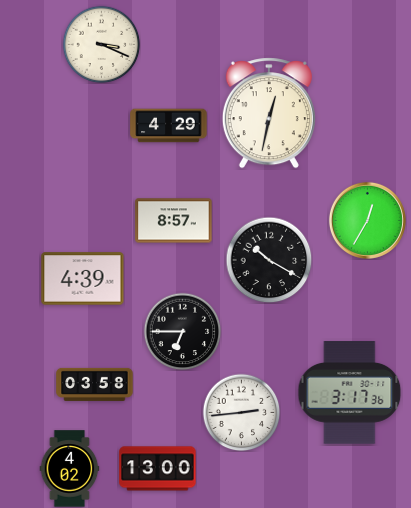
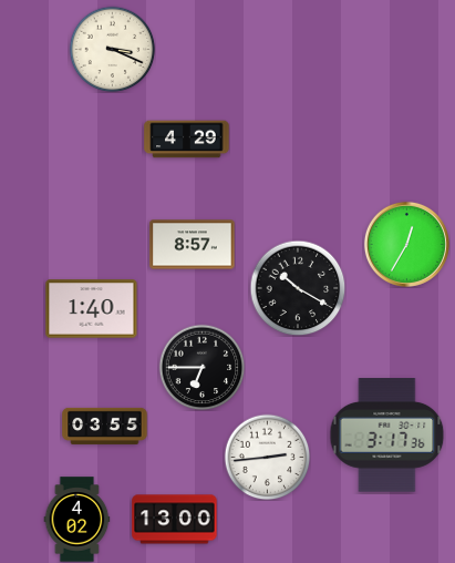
clock at (269, 113): 12:32 -> none
clock at (83, 279): 4:39 -> 1:40
clock at (95, 384): 03:58 -> 03:55
